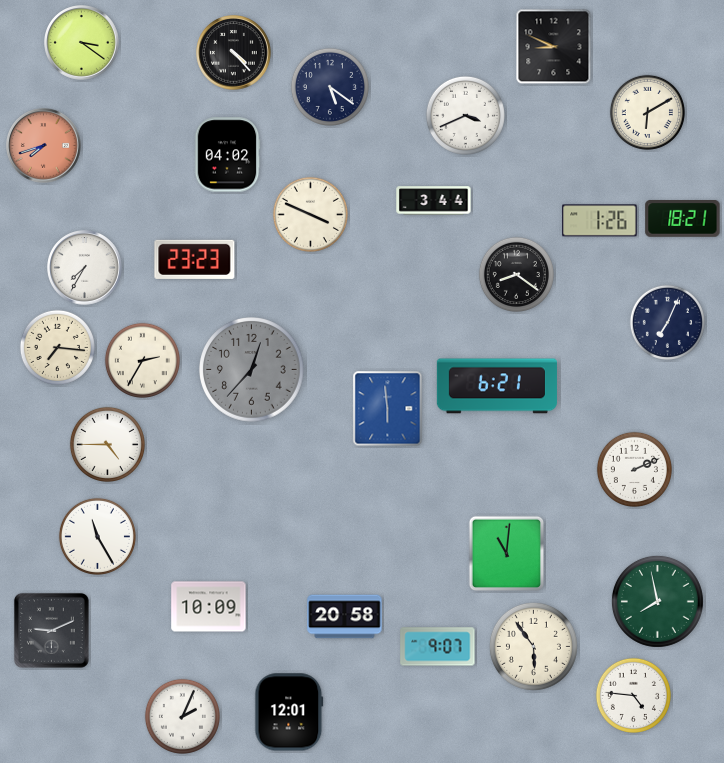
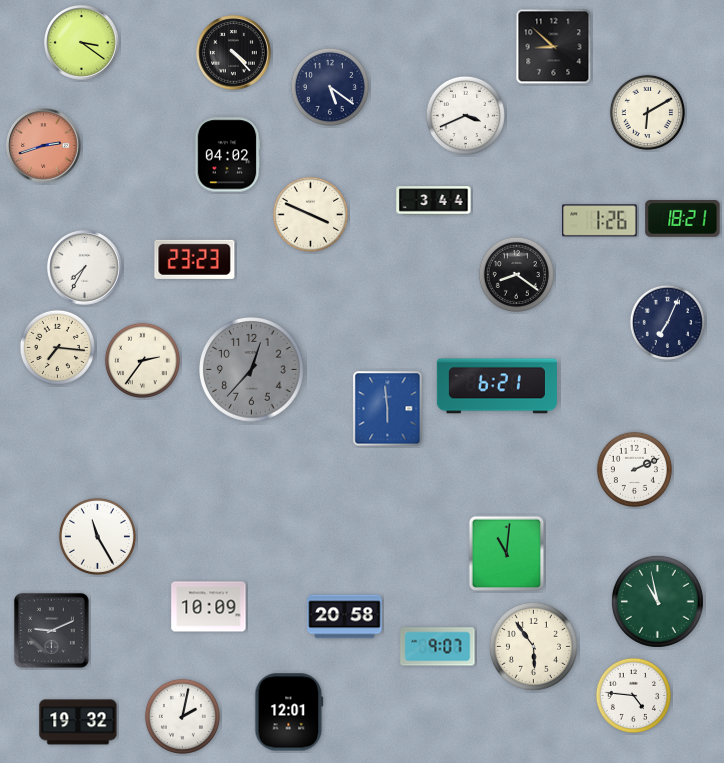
clock at (554, 47): 8:49 -> 8:52
clock at (44, 146): 7:42 -> 2:42
clock at (142, 360): 2:35 -> 2:36
clock at (107, 444): 4:45 -> none
clock at (657, 601): 7:58 -> 10:58
clock at (182, 716): 2:04 -> 2:02
clock at (78, 722): none -> 19:32
